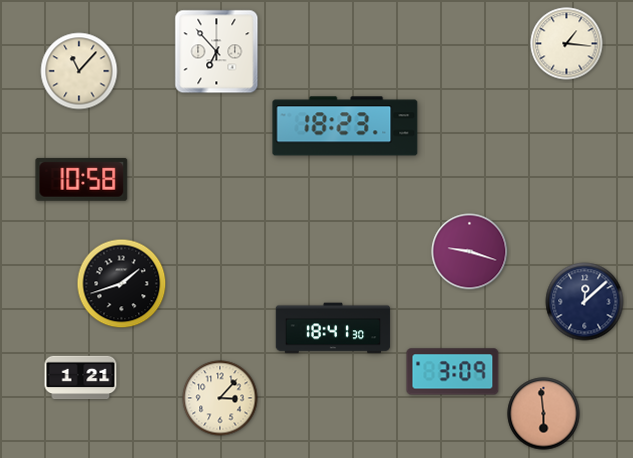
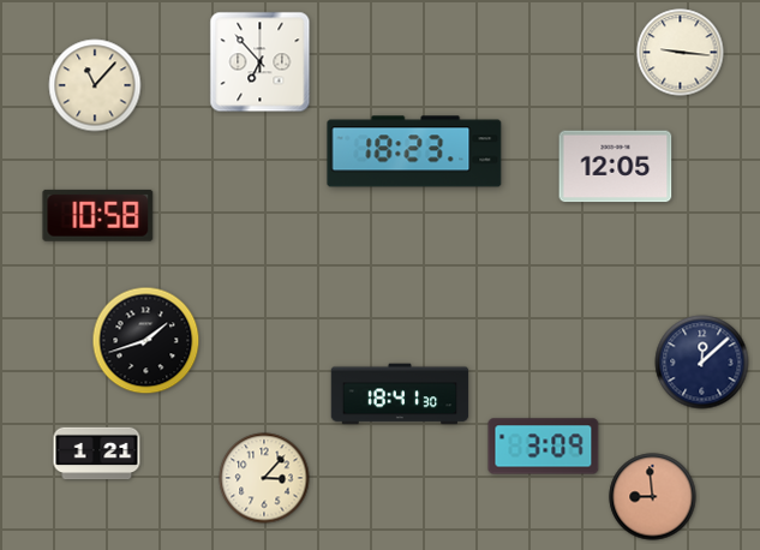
clock at (567, 44): 1:16 -> 9:16
clock at (616, 167): none -> 12:05
clock at (470, 252): 9:18 -> none
clock at (544, 414): 5:59 -> 8:59
